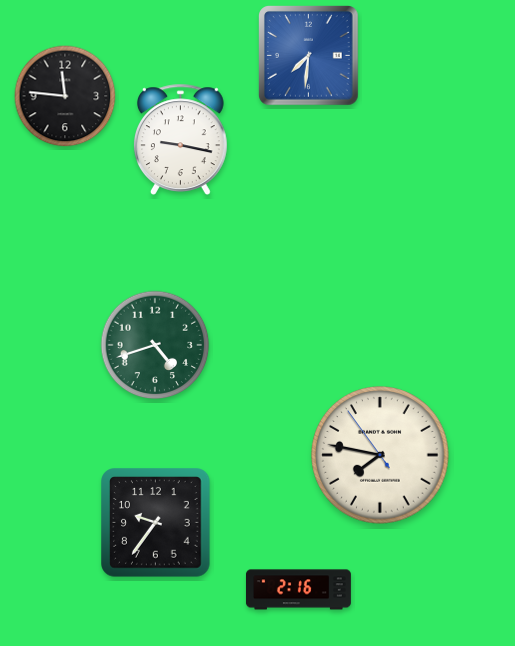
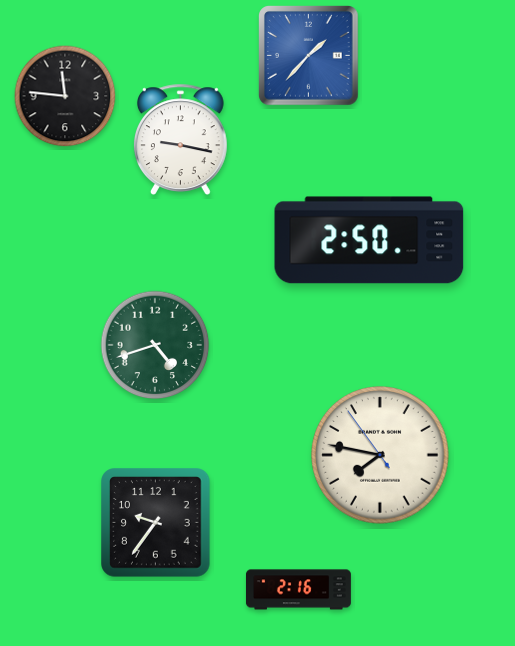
clock at (309, 56): 7:31 -> 1:37
clock at (369, 240): none -> 2:50
